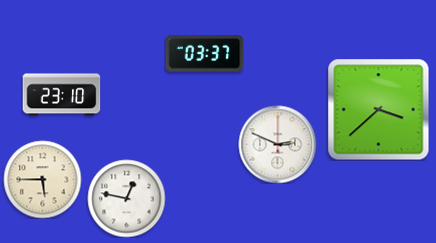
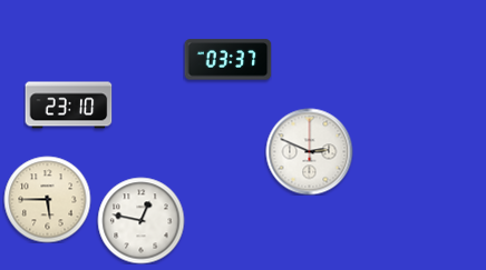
clock at (378, 109): 3:38 -> none
clock at (277, 144) position: (277, 144) -> (309, 151)
